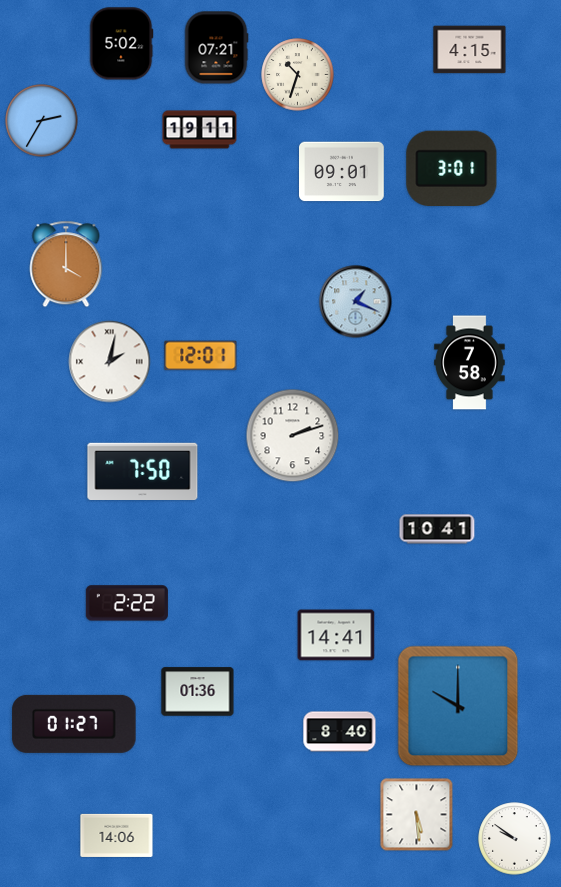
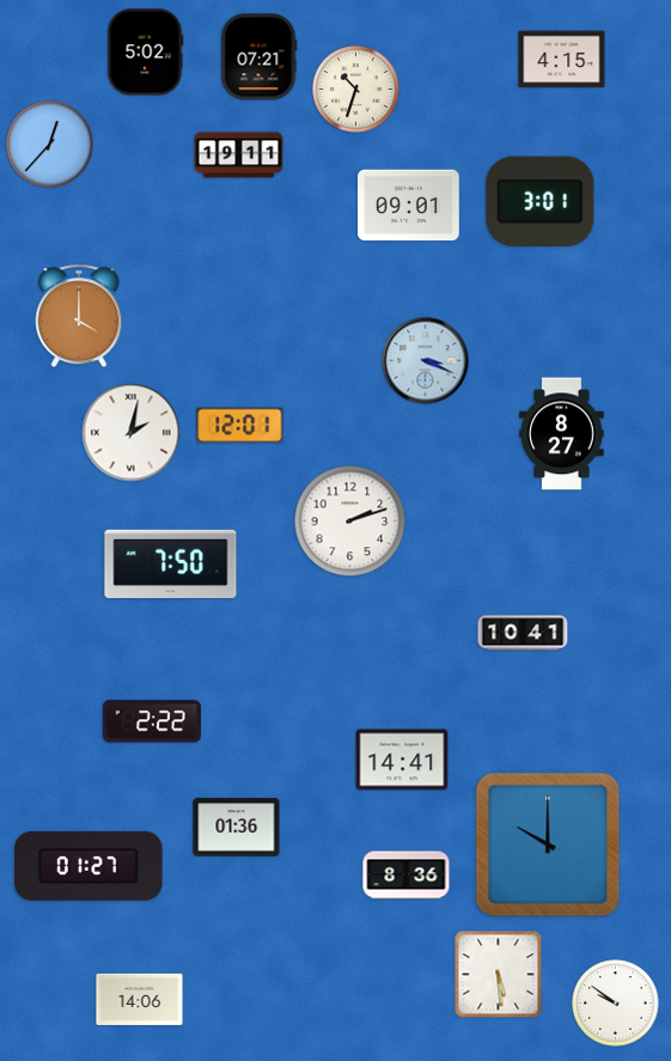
clock at (42, 121): 2:35 -> 12:37
clock at (356, 302): 1:19 -> 3:19
clock at (470, 363): 7:58 -> 8:27
clock at (340, 732): 8:40 -> 8:36
